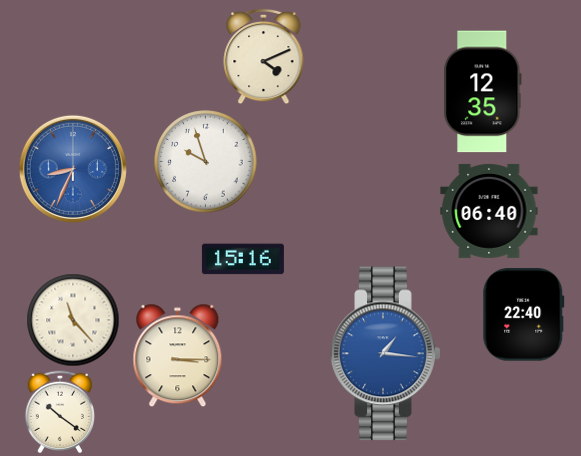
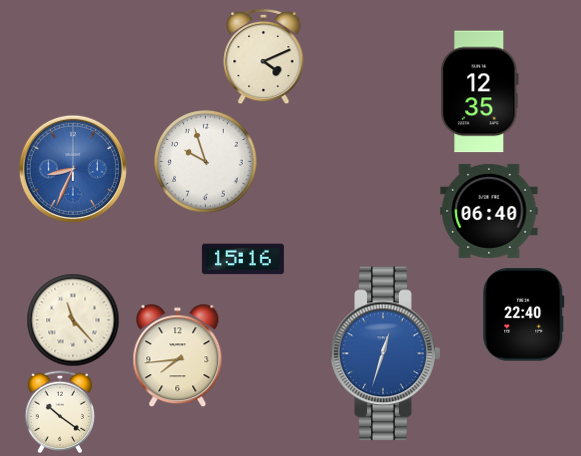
clock at (483, 92) position: (483, 92) -> (480, 92)
clock at (386, 354): 1:16 -> 12:33
clock at (178, 355): 3:15 -> 7:44
